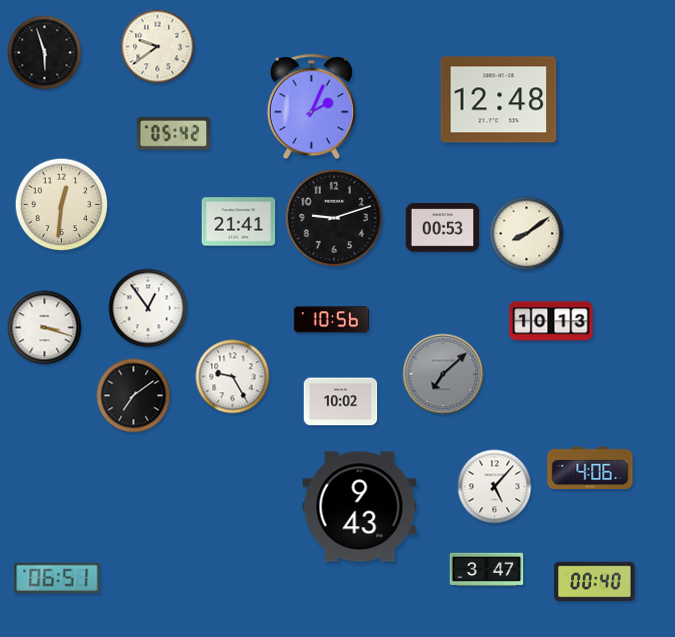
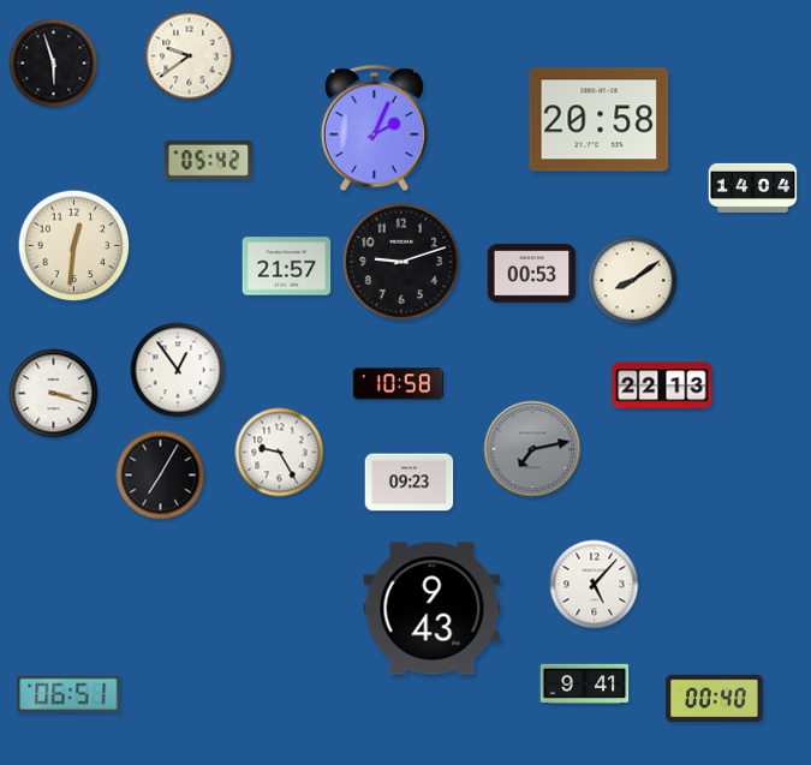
clock at (499, 100): 12:48 -> 20:58
clock at (753, 187): none -> 14:04
clock at (239, 222): 21:41 -> 21:57
clock at (331, 320): 10:56 -> 10:58
clock at (551, 321): 10:13 -> 22:13
clock at (443, 374): 7:08 -> 7:13
clock at (134, 396): 7:09 -> 7:05
clock at (341, 402): 10:02 -> 09:23
clock at (590, 468): 4:06 -> none
clock at (487, 569): 3:47 -> 9:41
